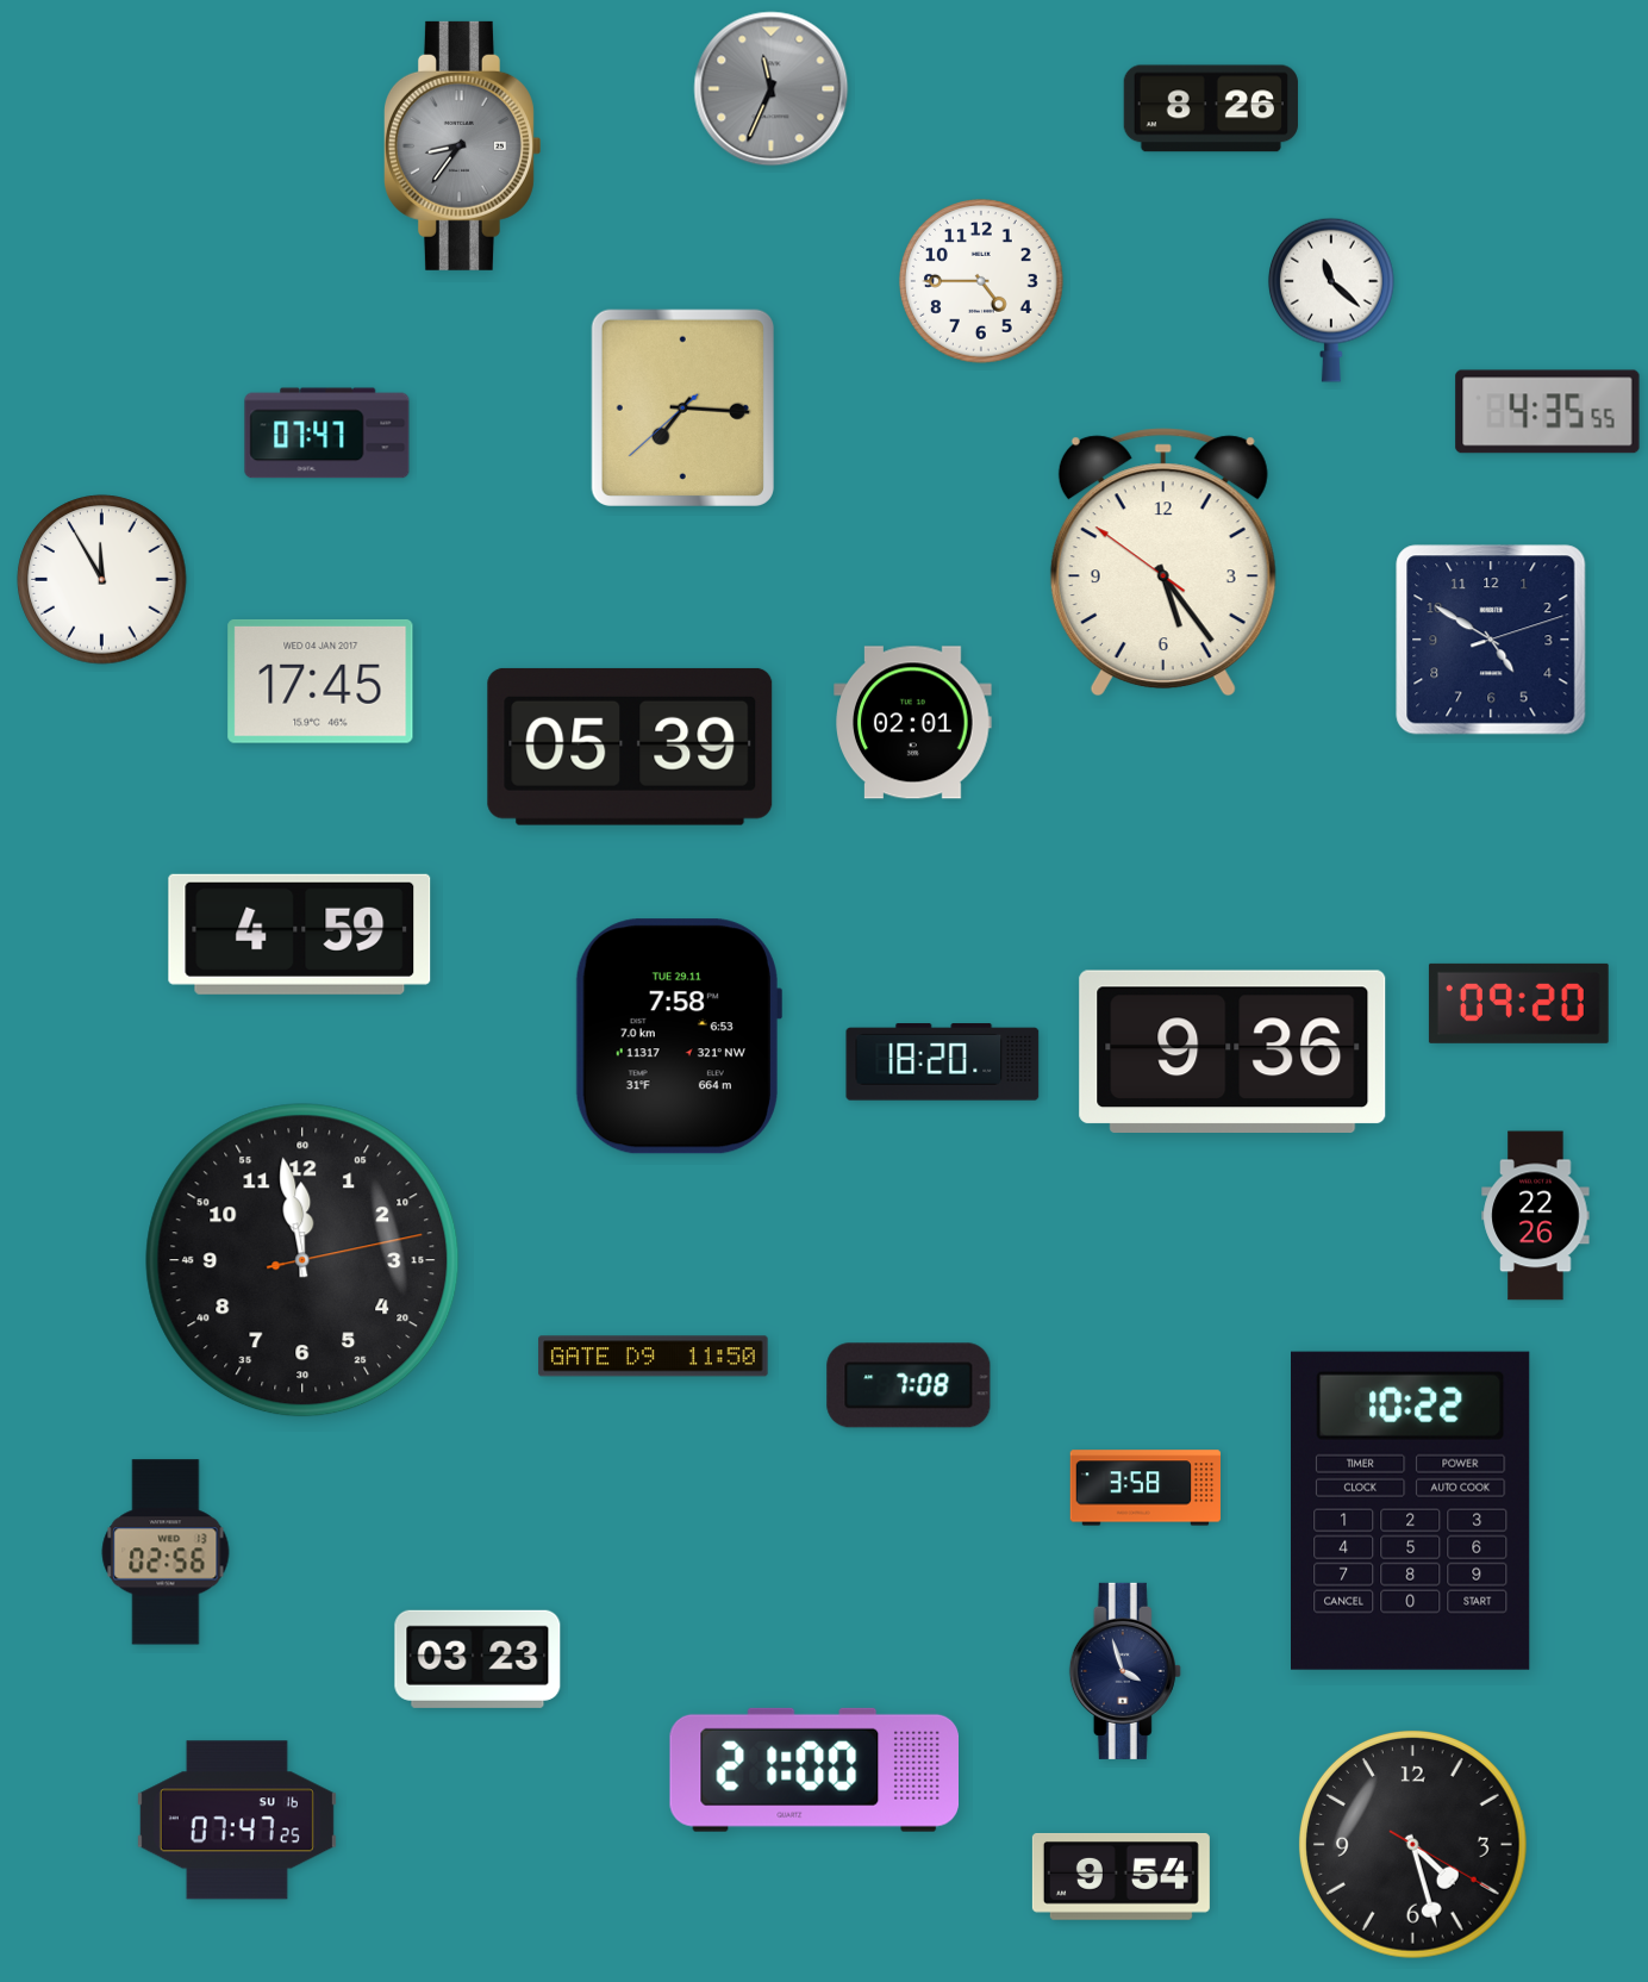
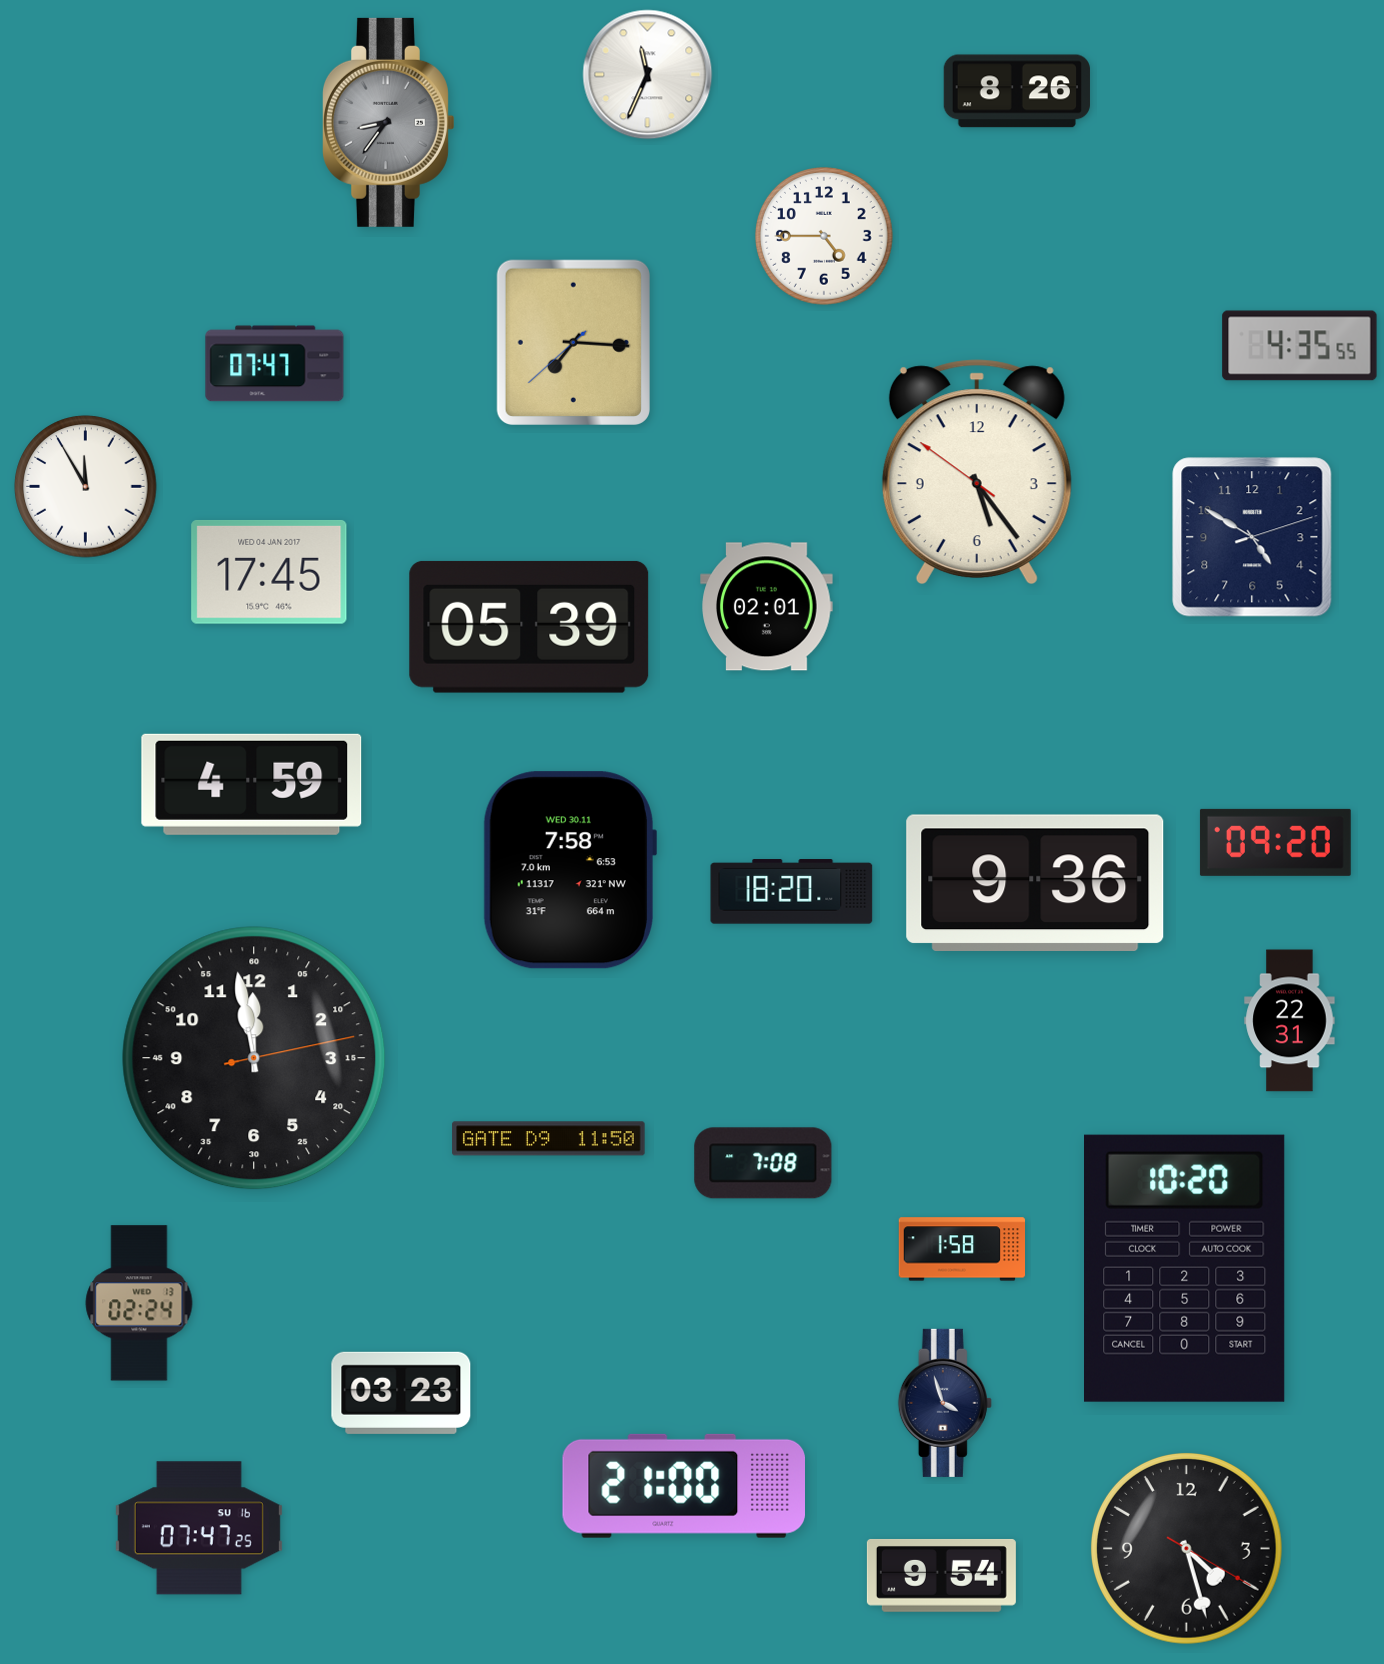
clock at (772, 89) dial: grey -> white
clock at (1331, 300): 11:22 -> none
clock at (678, 1036) date: TUE 29.11 -> WED 30.11
clock at (1536, 1216): 22:26 -> 22:31
clock at (1146, 1488): 3:58 -> 1:58
clock at (1411, 1510): 10:22 -> 10:20
clock at (166, 1552): 02:56 -> 02:24
